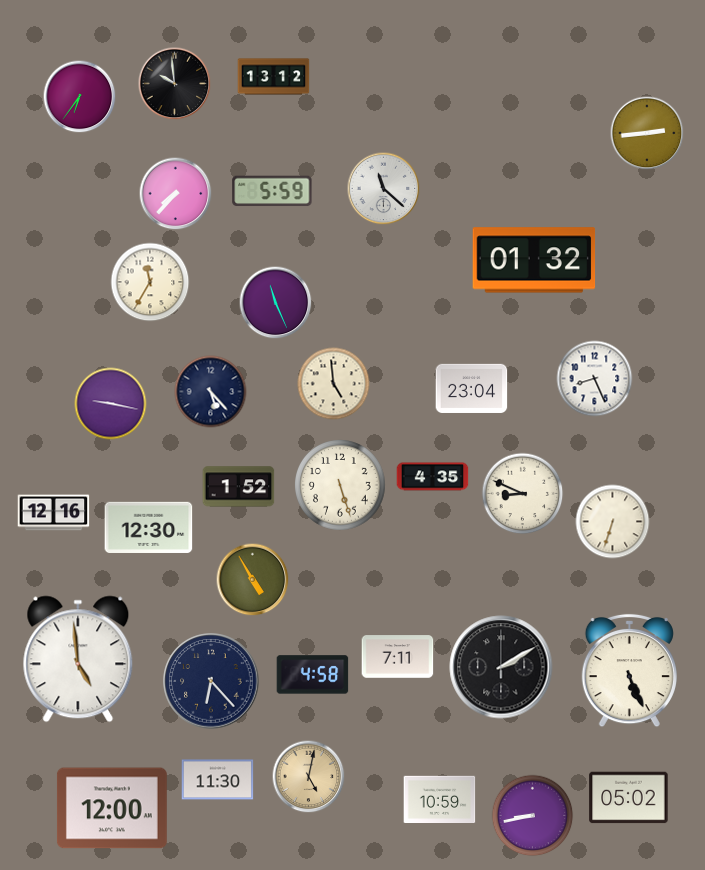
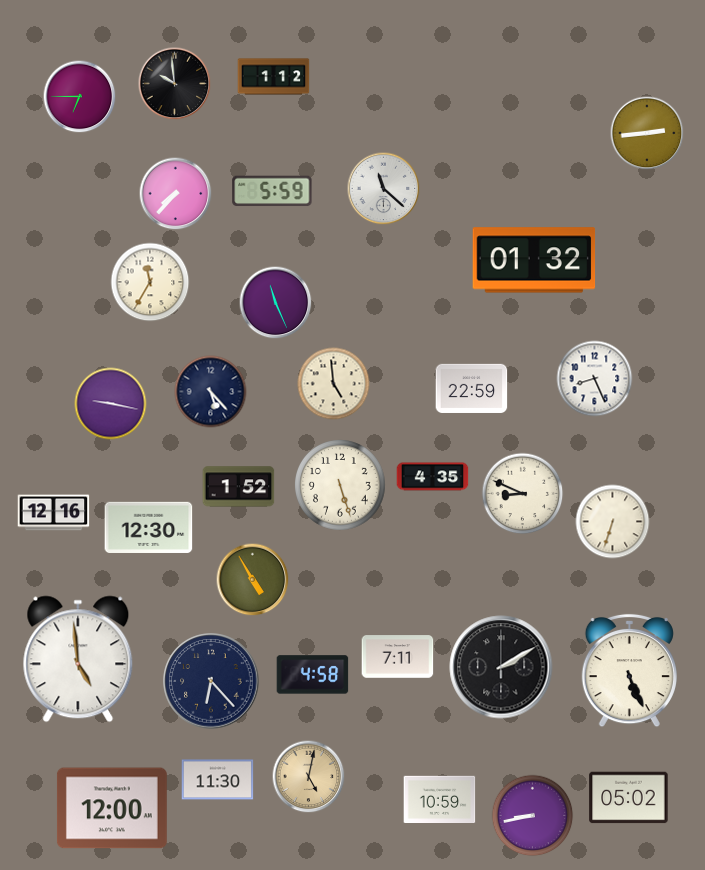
clock at (274, 77): 13:12 -> 1:12
clock at (80, 97): 6:36 -> 6:45
clock at (472, 388): 23:04 -> 22:59
